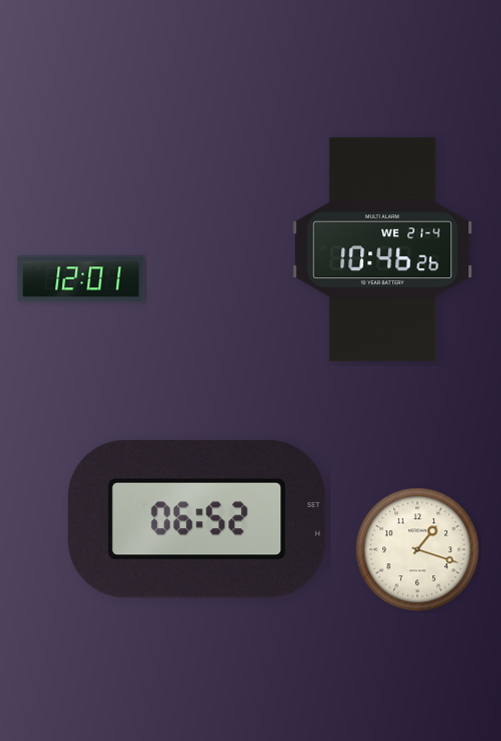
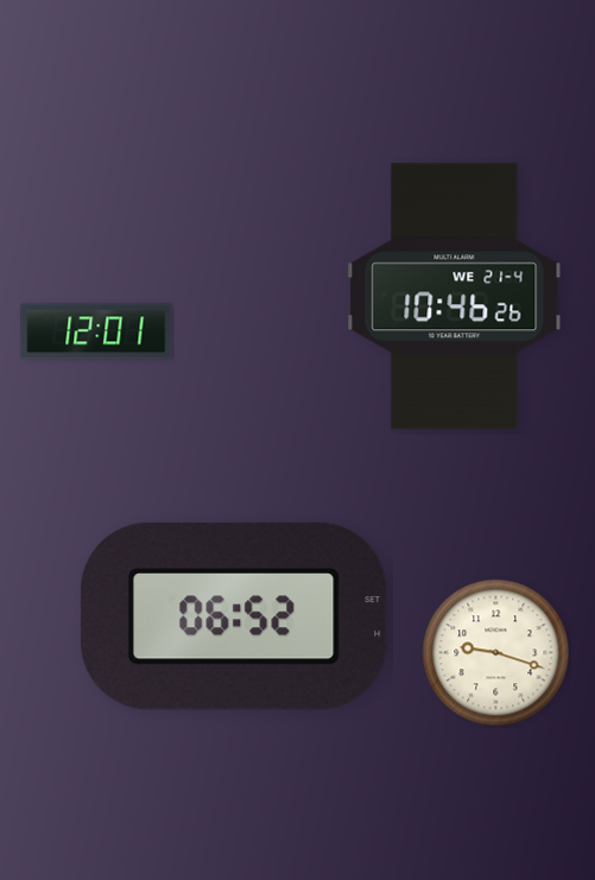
clock at (418, 550): 1:18 -> 9:18
